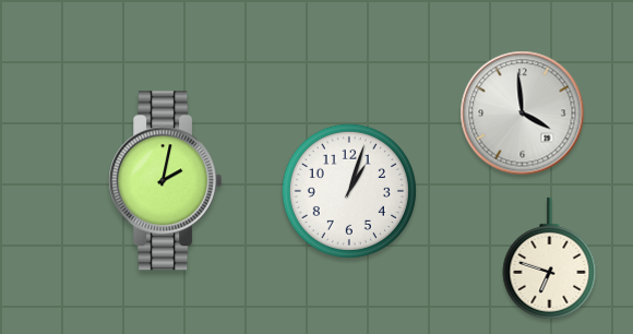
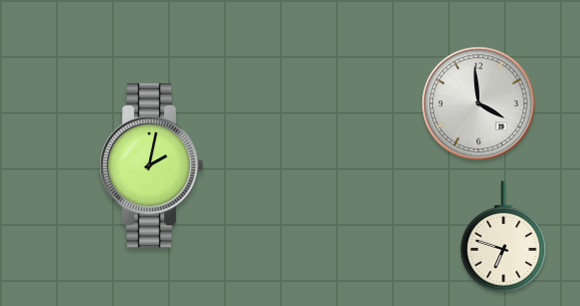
clock at (349, 191): 1:03 -> none
